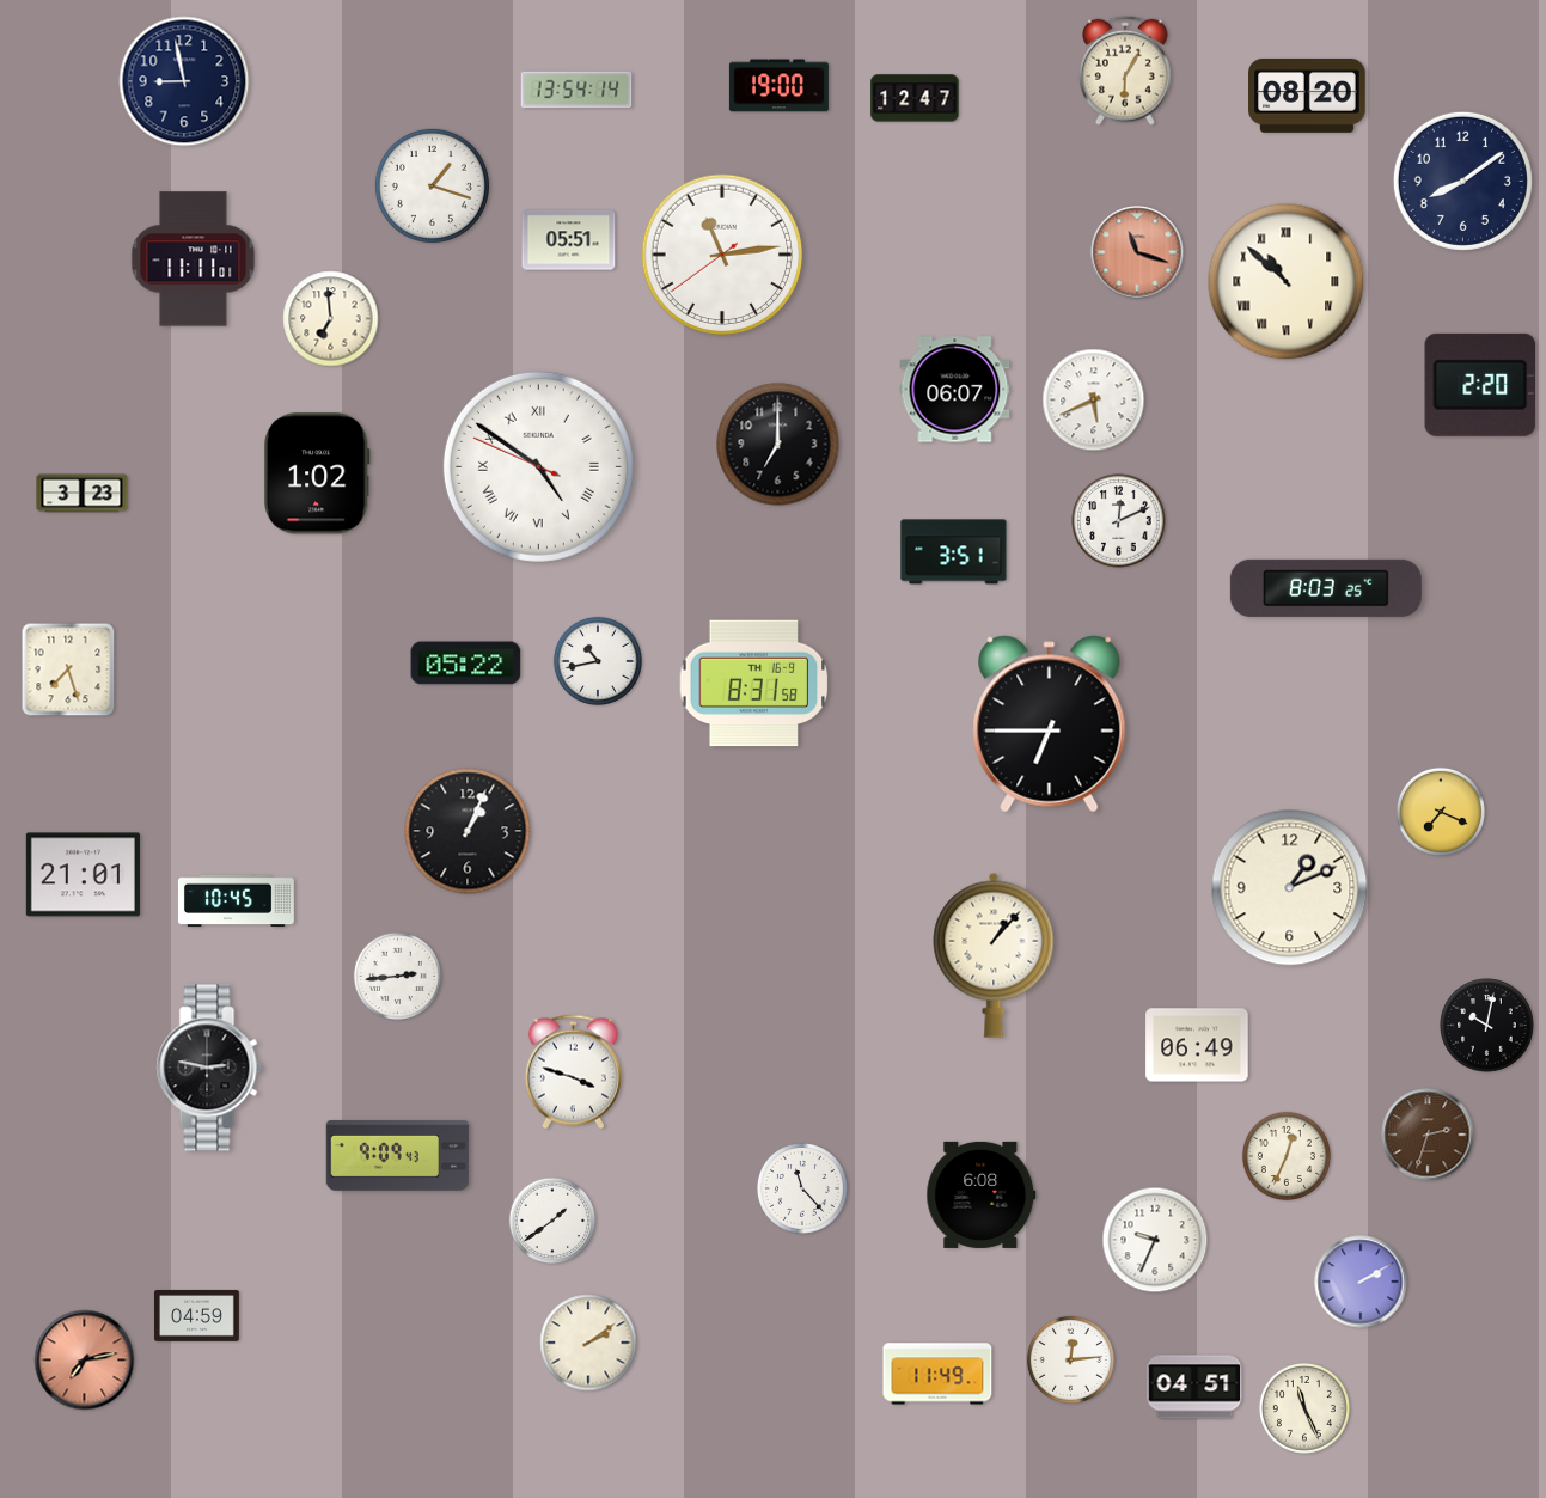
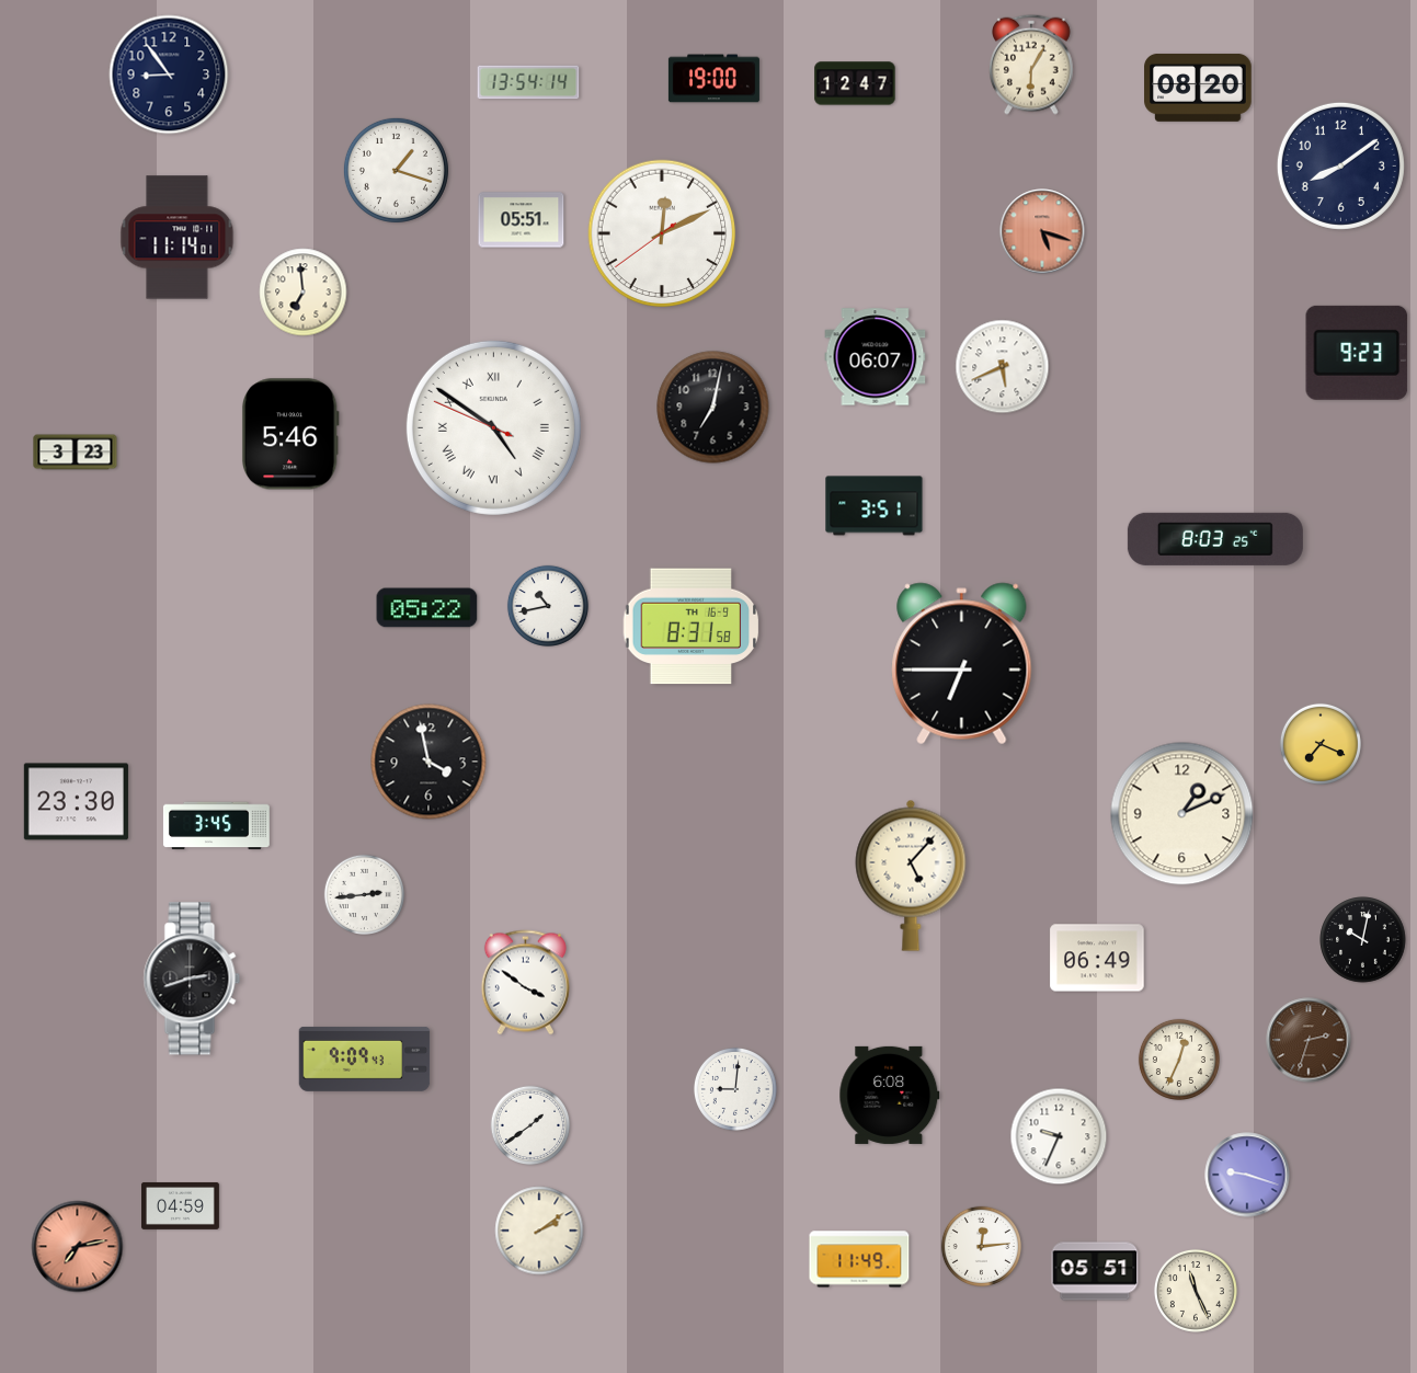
clock at (184, 81): 8:58 -> 8:54
clock at (915, 98) position: (915, 98) -> (855, 83)
clock at (1137, 252): 11:18 -> 5:18
clock at (722, 255): 11:13 -> 12:10
clock at (194, 259): 11:11 -> 11:14
clock at (1287, 282): 10:52 -> none
clock at (1480, 385): 2:20 -> 9:23
clock at (778, 445): 7:00 -> 7:02
clock at (317, 473): 1:02 -> 5:46
clock at (1119, 521): 12:11 -> none
clock at (68, 669): 7:27 -> none
clock at (468, 831): 1:04 -> 3:58
clock at (83, 875): 21:01 -> 23:30
clock at (236, 901): 10:45 -> 3:45
clock at (994, 955): 1:07 -> 5:07
clock at (209, 1068): 2:47 -> 2:42
clock at (573, 1072): 3:48 -> 3:51
clock at (802, 1188): 11:23 -> 9:01
clock at (982, 1194) position: (982, 1194) -> (890, 1095)
clock at (552, 1221) position: (552, 1221) -> (530, 1125)
clock at (1361, 1282): 2:10 -> 9:18
clock at (1194, 1387): 04:51 -> 05:51
